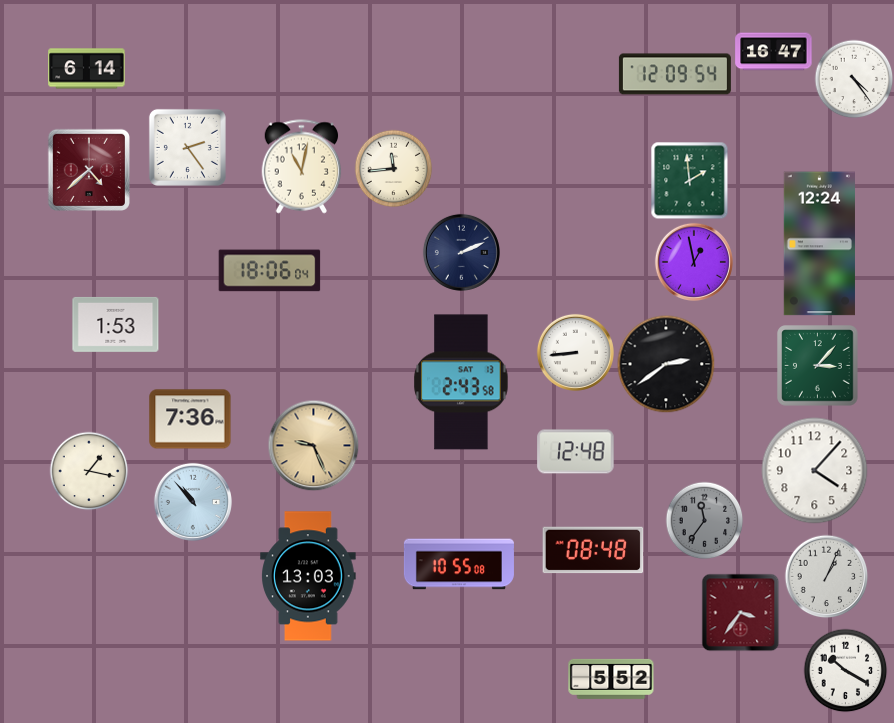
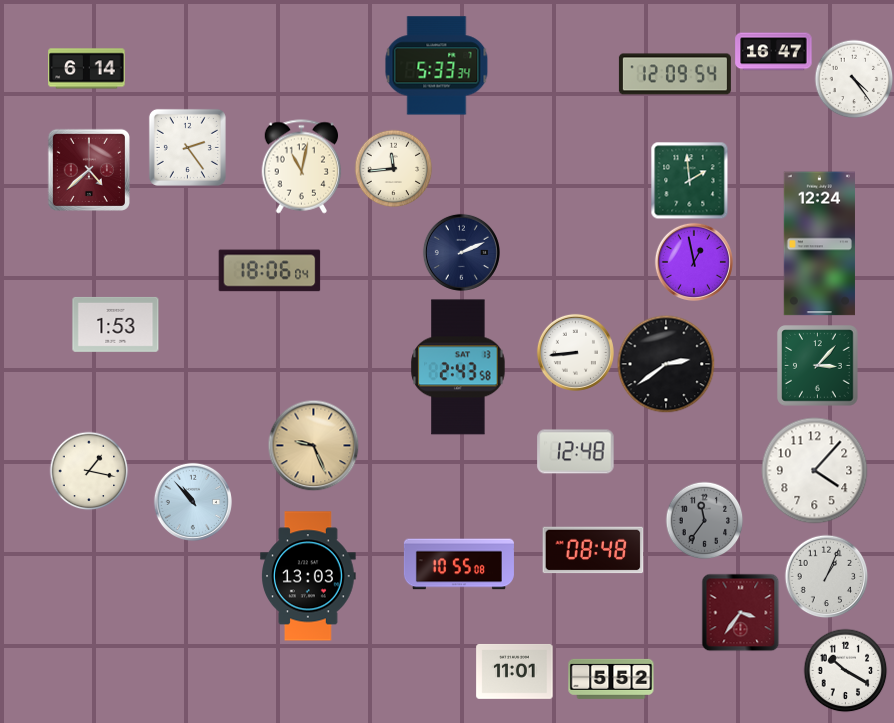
clock at (437, 66): none -> 5:33
clock at (461, 382) position: (461, 382) -> (458, 367)
clock at (190, 419): 7:36 -> none
clock at (515, 672): none -> 11:01
